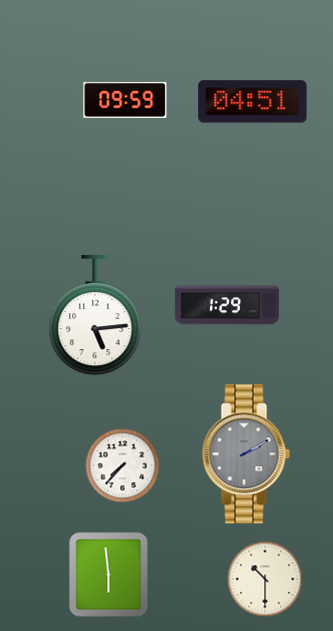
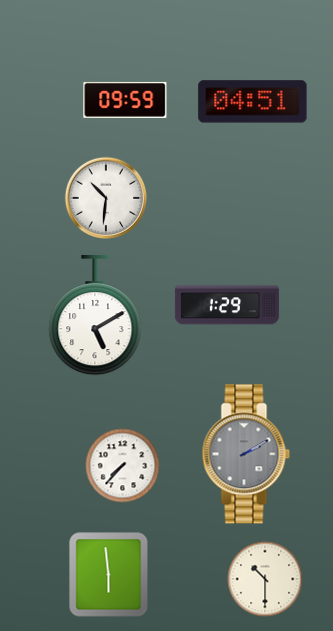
clock at (105, 197): none -> 10:31
clock at (95, 315): 5:14 -> 5:10
